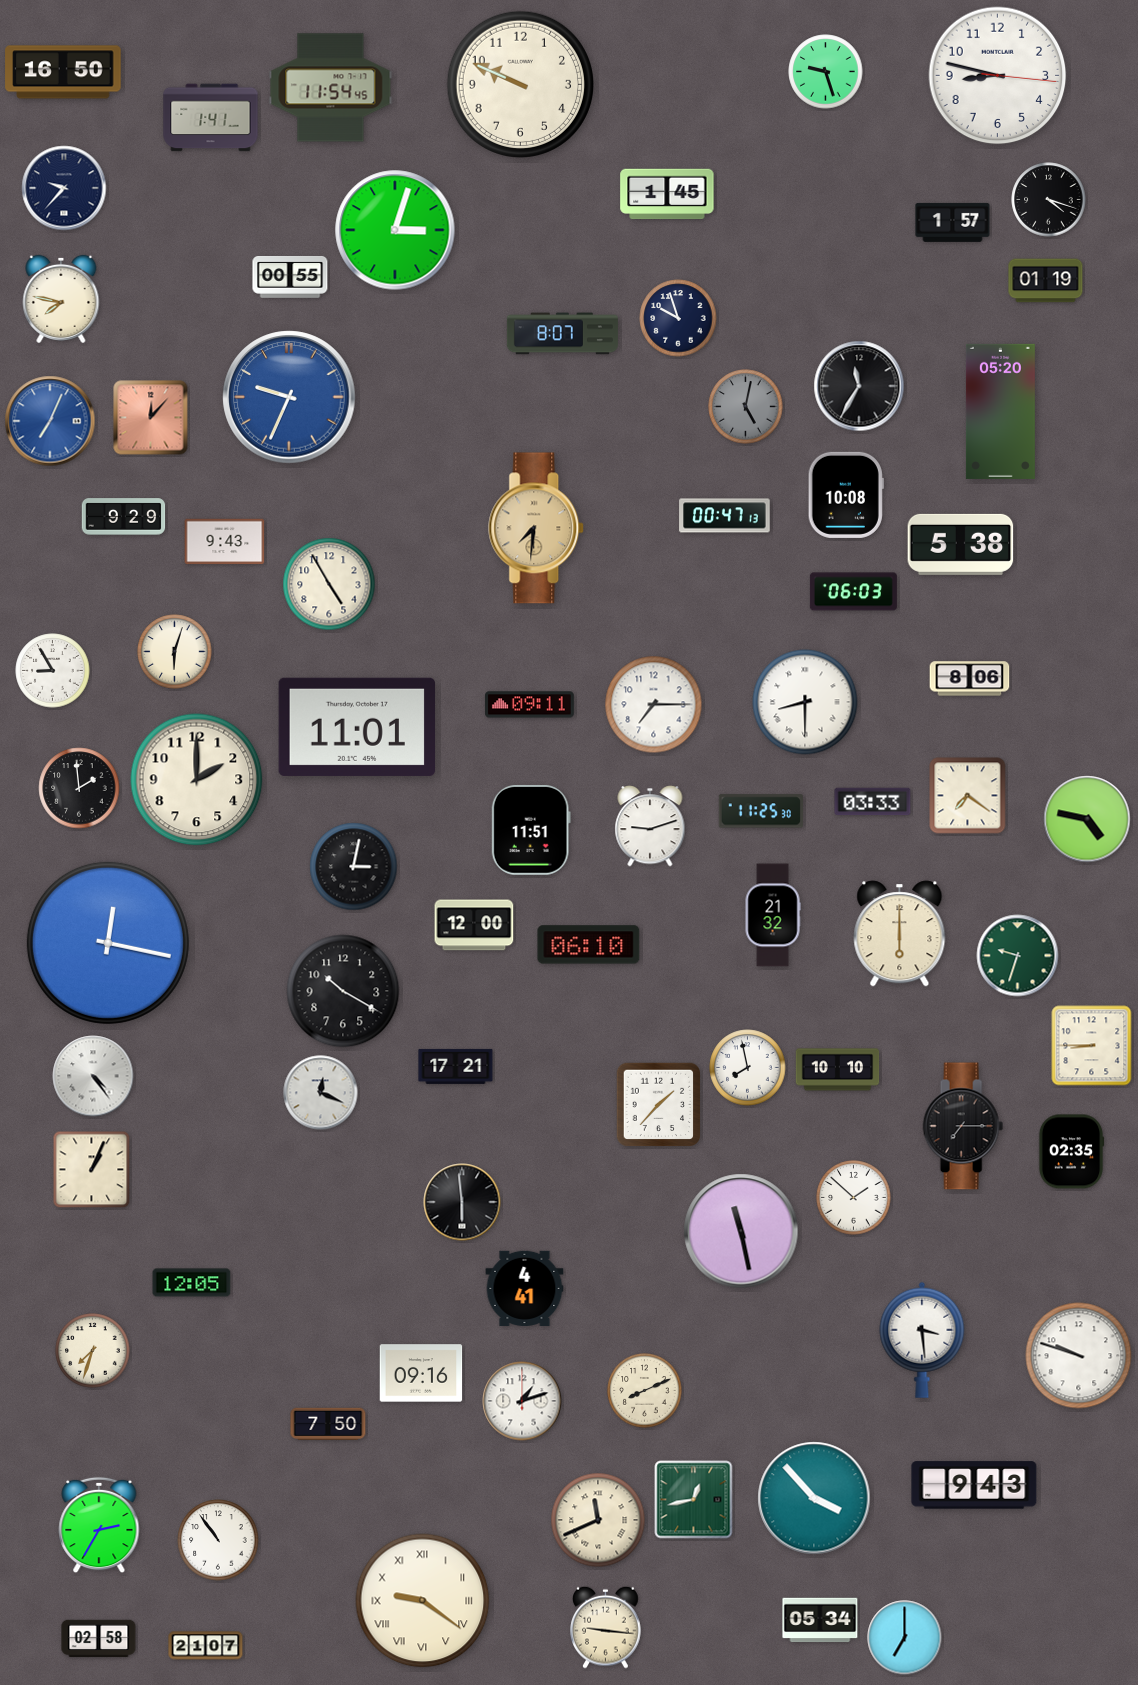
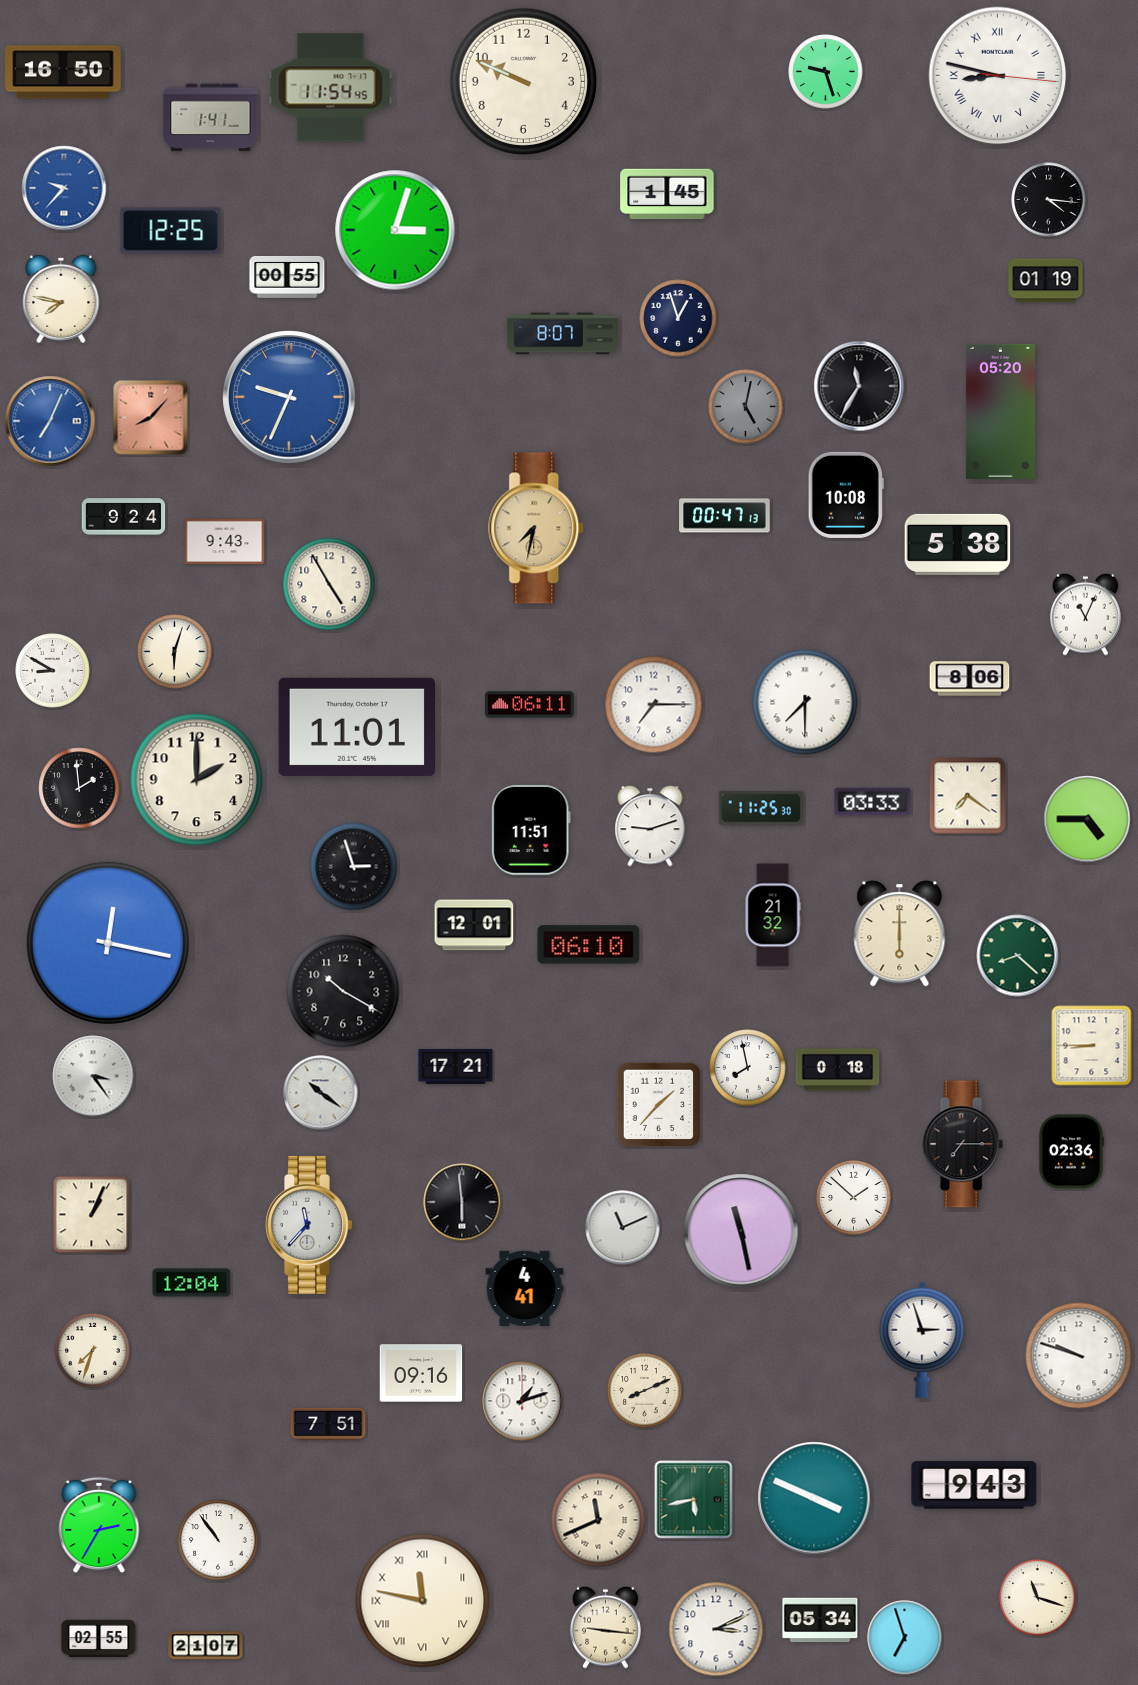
clock at (998, 76) numerals: Arabic -> Roman
clock at (520, 84) position: (520, 84) -> (523, 81)
clock at (64, 188) dial: navy -> blue
clock at (1049, 200): 4:18 -> 4:16
clock at (953, 222): 1:57 -> none
clock at (171, 231): none -> 12:25
clock at (290, 277) position: (290, 277) -> (287, 277)
clock at (678, 318): 9:57 -> 12:57
clock at (151, 418): 12:07 -> 8:07
clock at (124, 517): 9:29 -> 9:24
clock at (537, 528): 7:31 -> 7:32
clock at (961, 544) position: (961, 544) -> (958, 544)
clock at (853, 592): 06:03 -> none
clock at (1086, 614): none -> 11:04
clock at (53, 671): 8:55 -> 8:50
clock at (805, 702): 8:30 -> 7:30
clock at (530, 705): 09:11 -> 06:11
clock at (760, 811) position: (760, 811) -> (760, 808)
clock at (1087, 819): 4:47 -> 4:45
clock at (354, 867): 3:02 -> 2:57
clock at (474, 925): 12:00 -> 12:01
clock at (1018, 956): 9:33 -> 8:22
clock at (838, 1070): 10:10 -> 0:18
clock at (93, 1076): 4:24 -> 3:24
clock at (321, 1093): 12:19 -> 10:21
clock at (963, 1126) position: (963, 1126) -> (963, 1144)
clock at (1071, 1152): 02:35 -> 02:36
clock at (92, 1170) position: (92, 1170) -> (92, 1215)
clock at (309, 1225): none -> 11:37
clock at (623, 1228): none -> 11:11
clock at (192, 1283): 12:05 -> 12:04
clock at (922, 1340): 3:29 -> 2:57
clock at (328, 1424): 7:50 -> 7:51
clock at (814, 1498): 3:53 -> 3:49
clock at (694, 1500): 12:43 -> 5:43
clock at (1038, 1598): none -> 11:18
clock at (423, 1601): 9:21 -> 11:47
clock at (716, 1629): none -> 3:11
clock at (905, 1638): 7:00 -> 6:57
clock at (99, 1639): 02:58 -> 02:55
